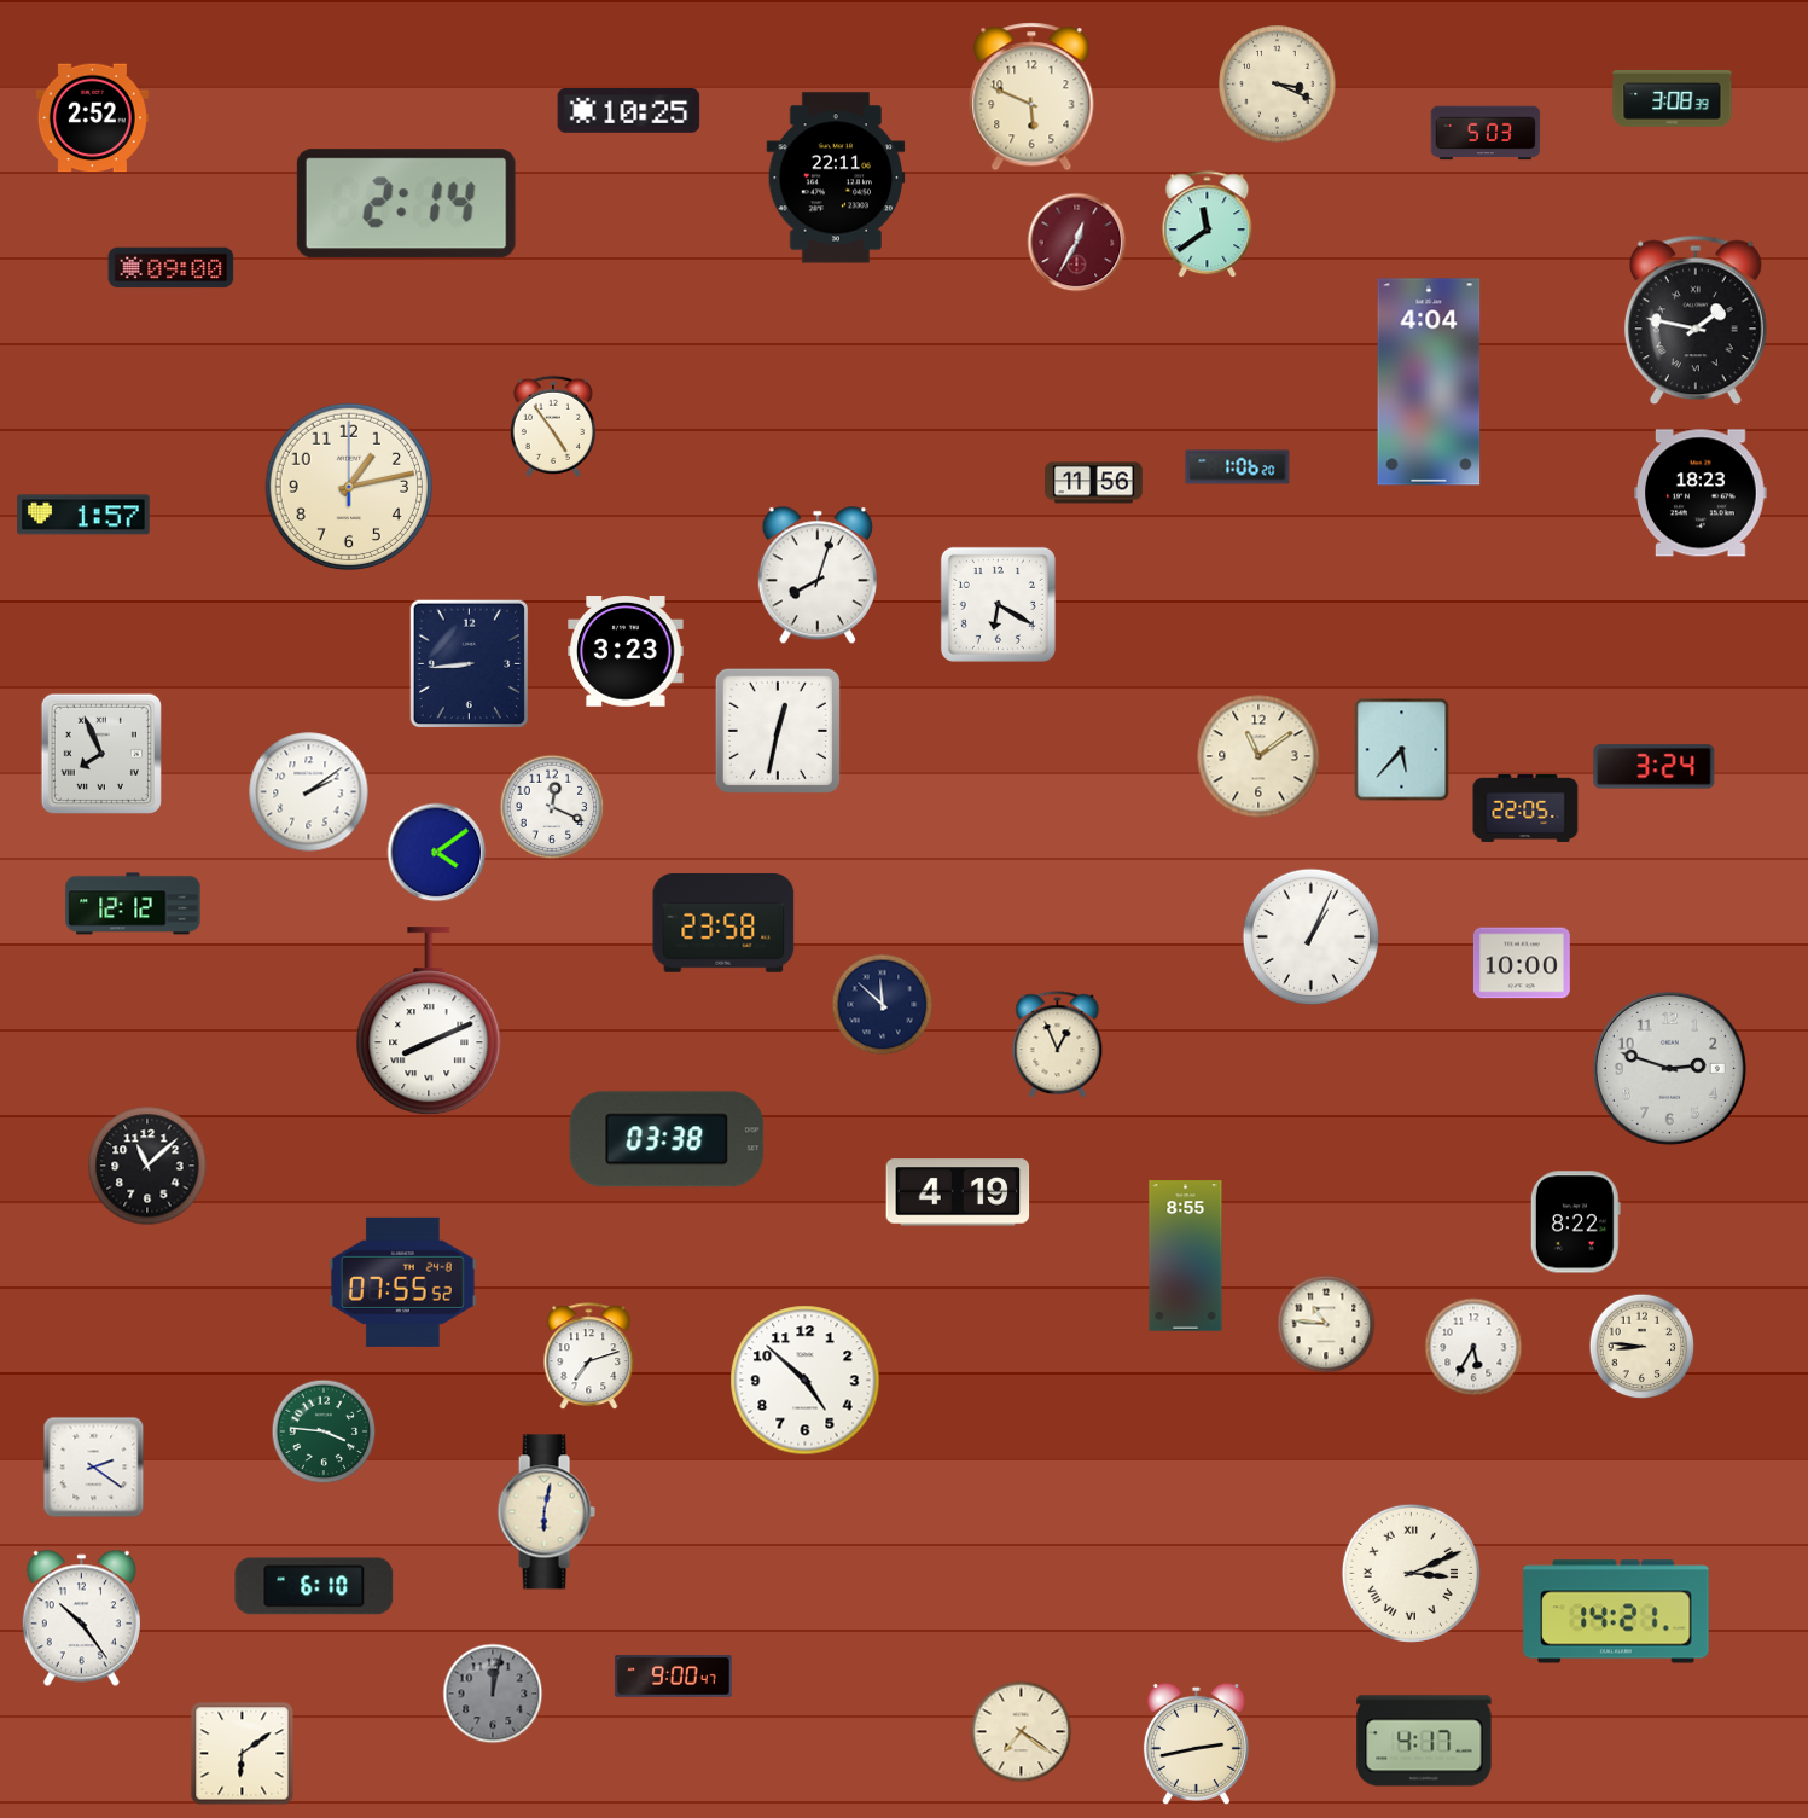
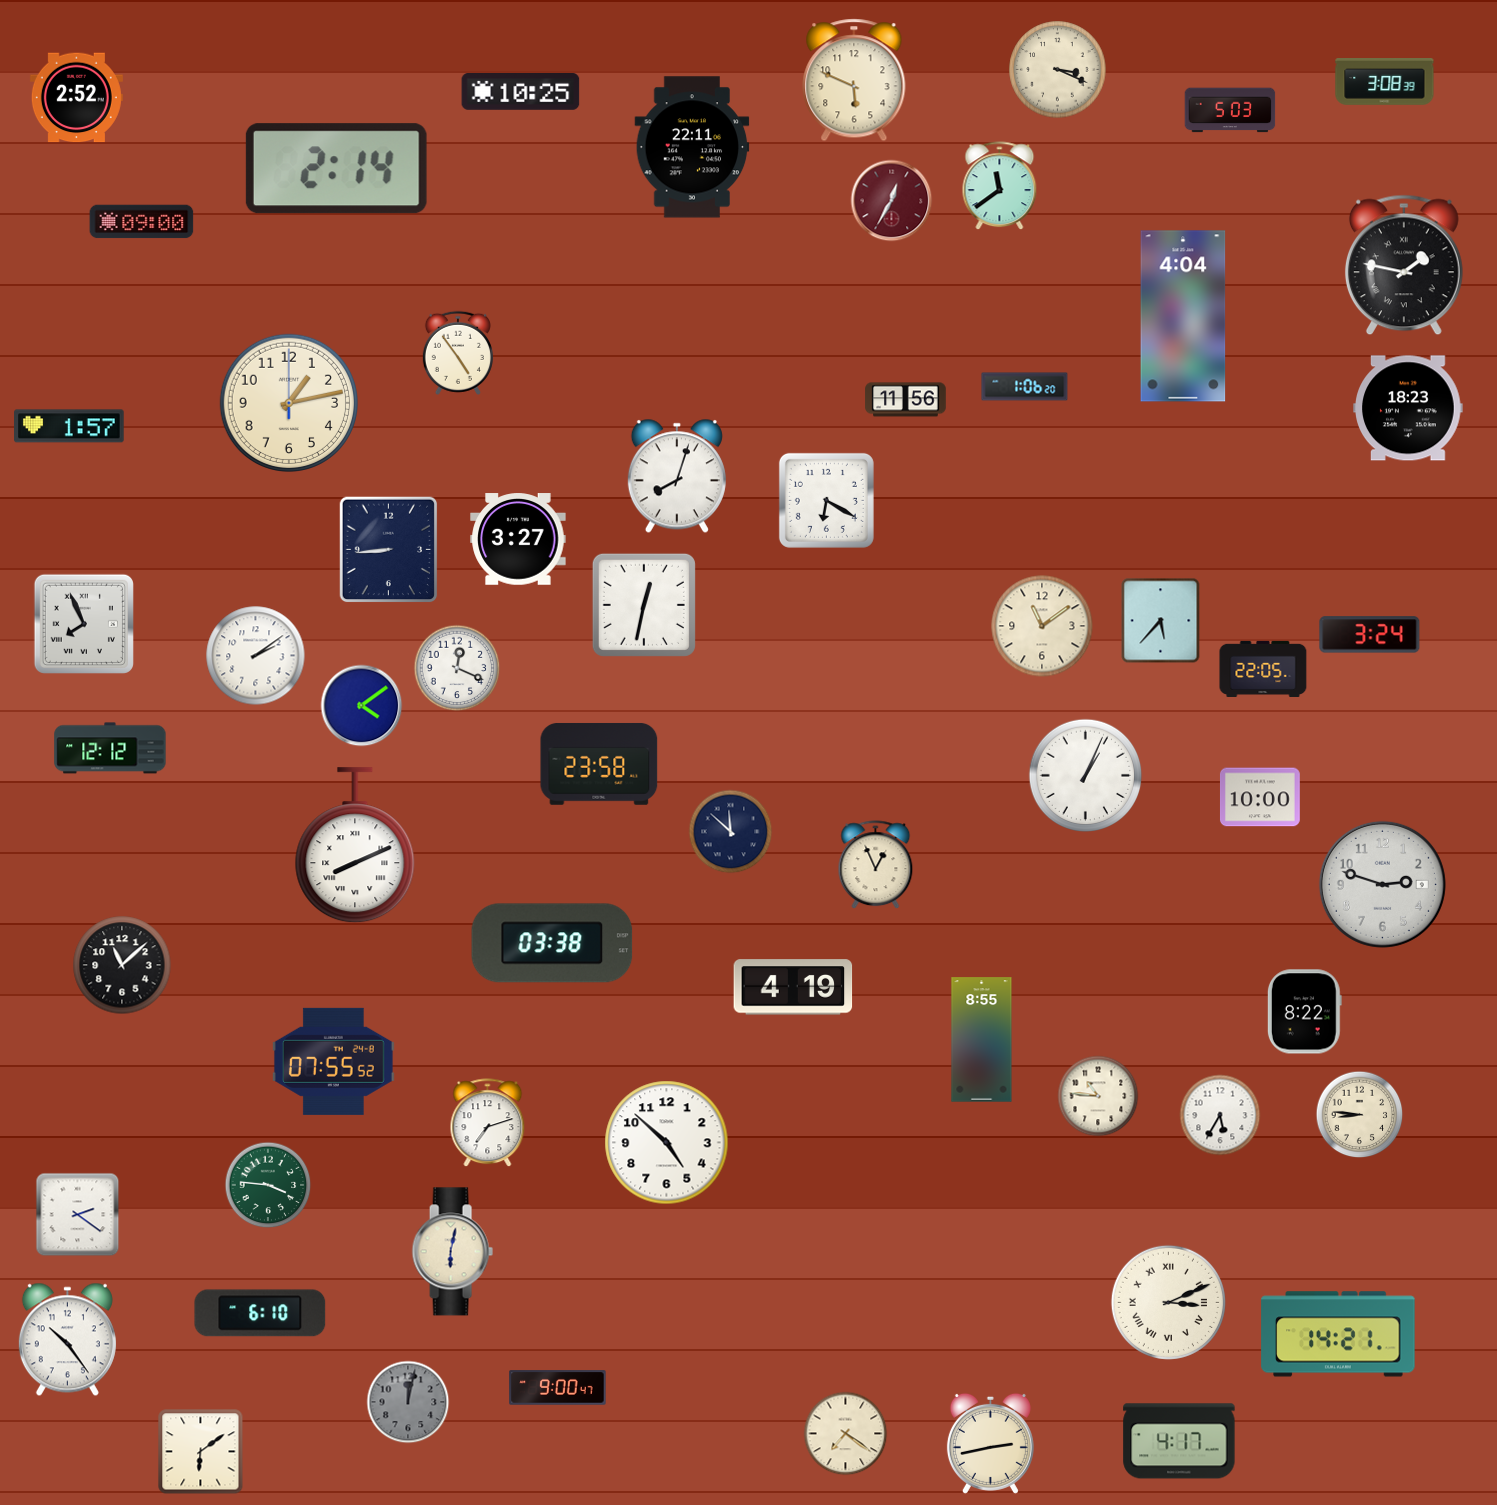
clock at (626, 651): 3:23 -> 3:27
